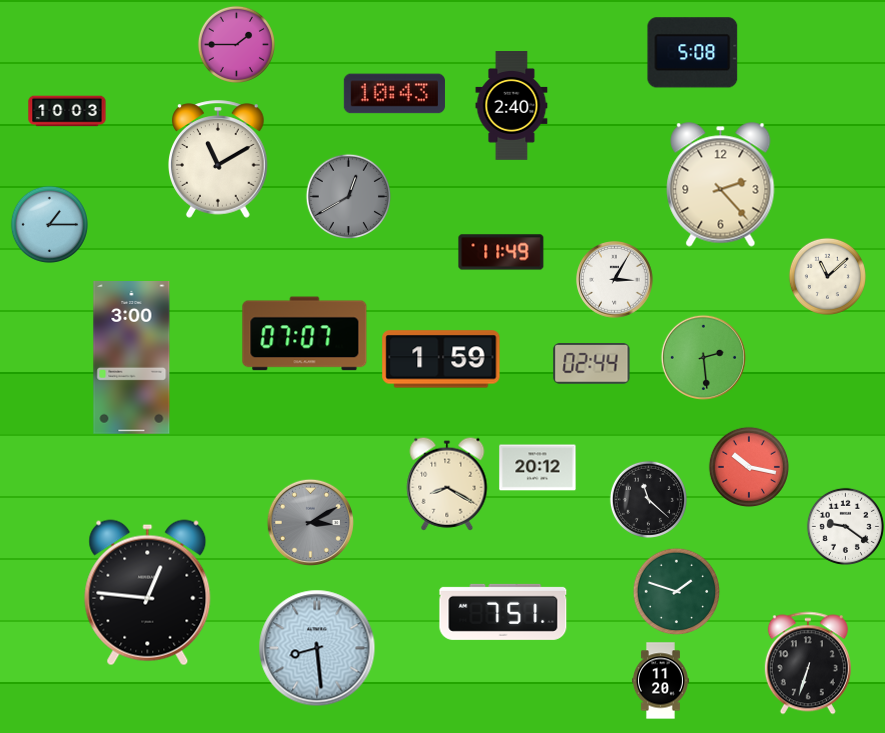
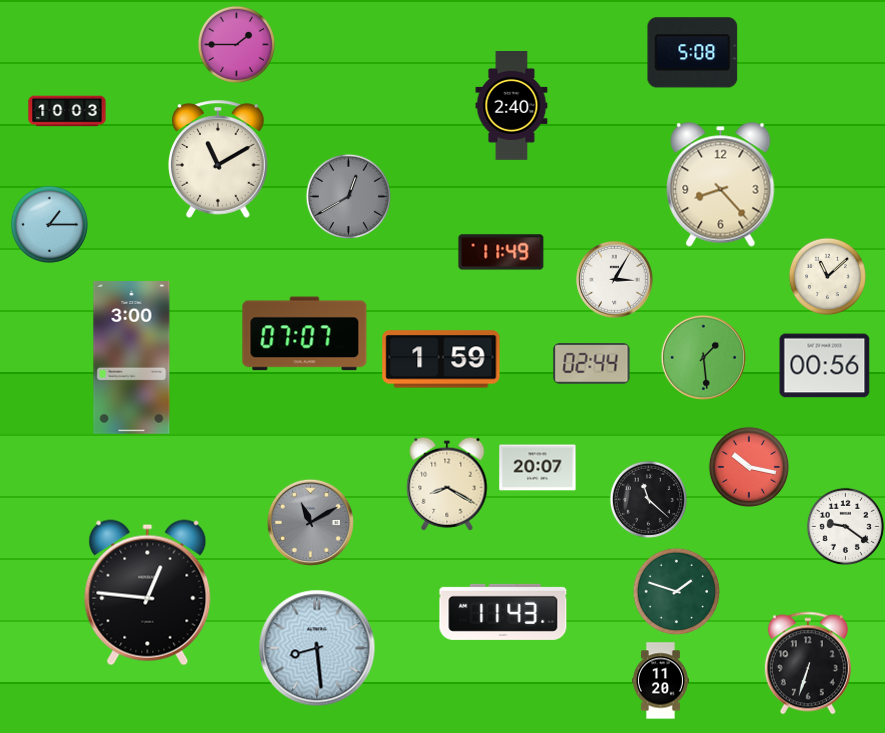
clock at (394, 94): 10:43 -> none
clock at (721, 185): 2:23 -> 8:23
clock at (703, 357): 2:29 -> 1:29
clock at (825, 366): none -> 00:56
clock at (538, 468): 20:12 -> 20:07
clock at (310, 522): 3:10 -> 11:10
clock at (503, 612): 7:51 -> 11:43
